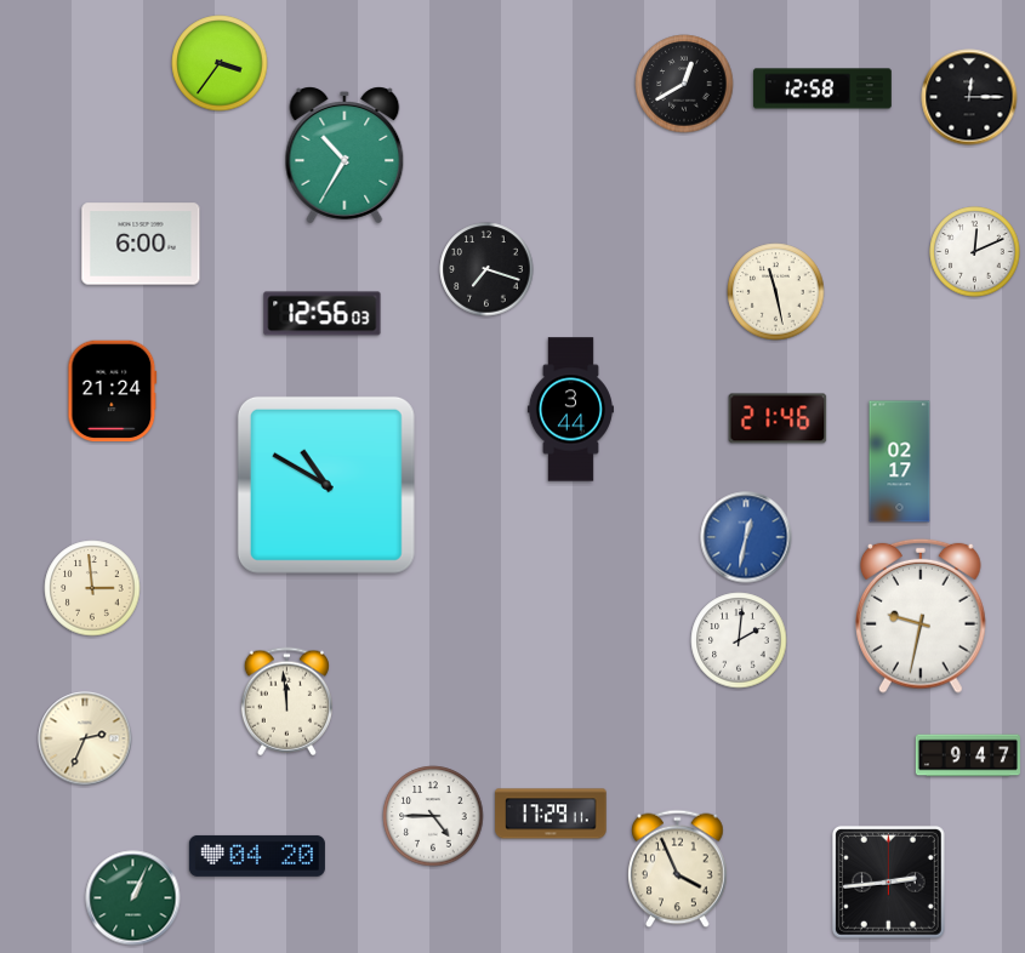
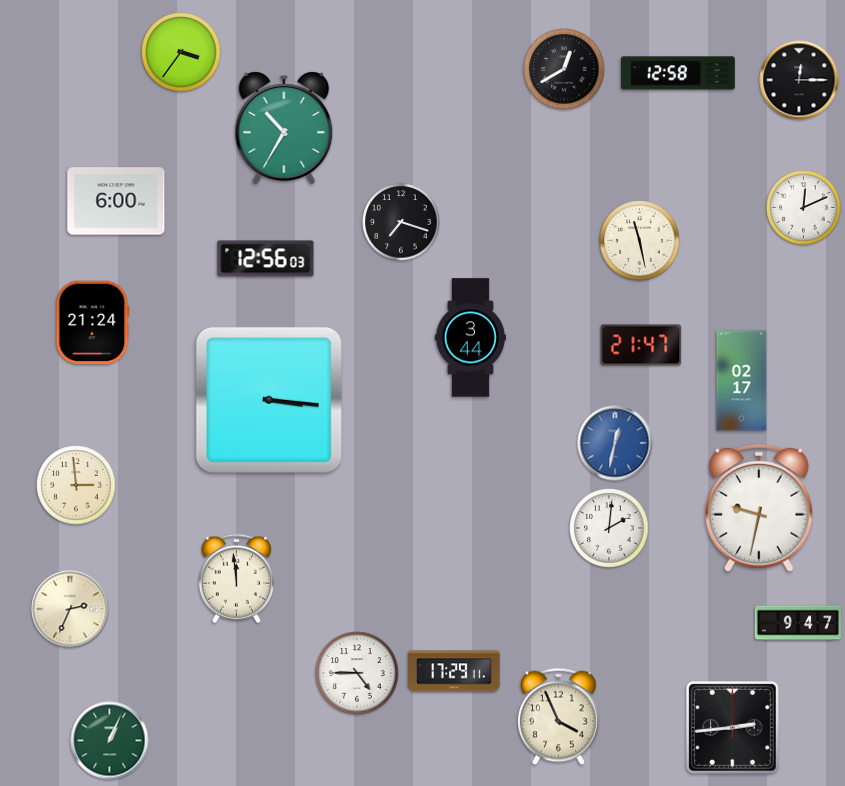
clock at (778, 418): 21:46 -> 21:47
clock at (326, 485): 10:50 -> 3:16
clock at (257, 856): 04:20 -> none
